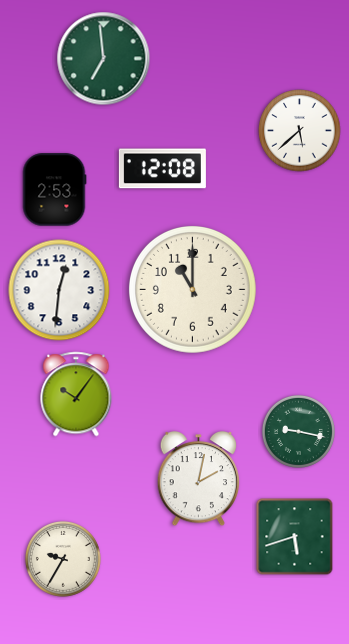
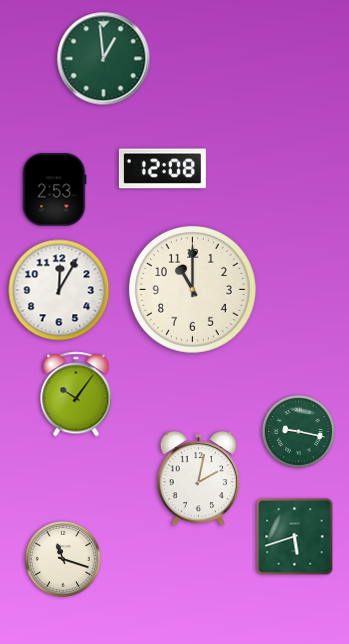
clock at (104, 59): 6:59 -> 12:59
clock at (300, 131): 5:38 -> none
clock at (59, 290): 12:31 -> 12:05
clock at (63, 559): 9:35 -> 11:18
